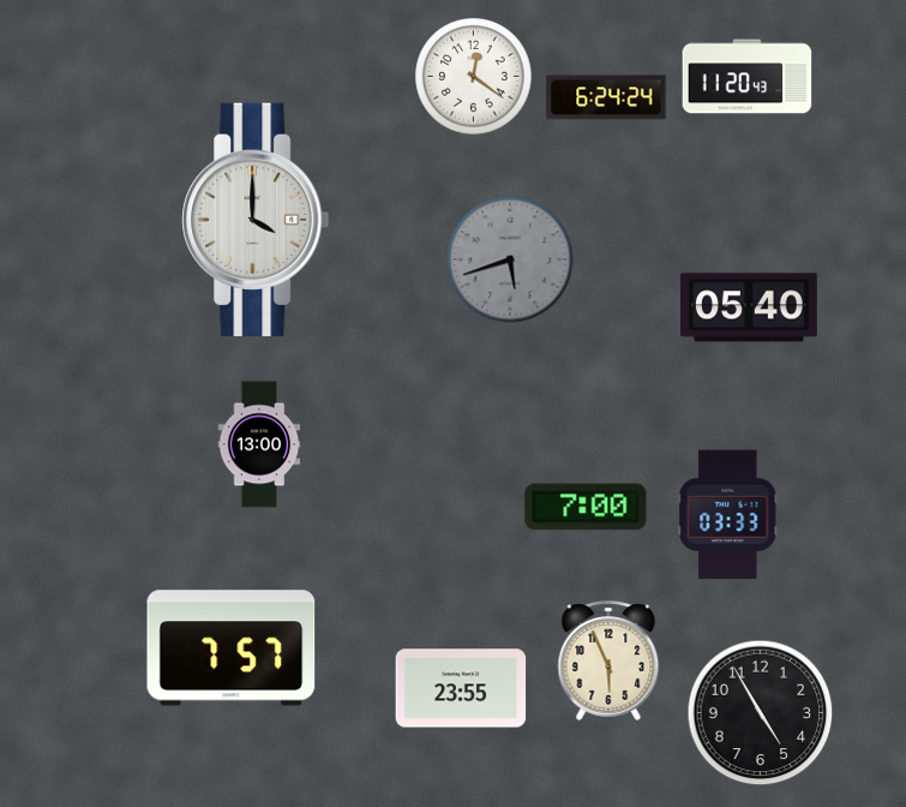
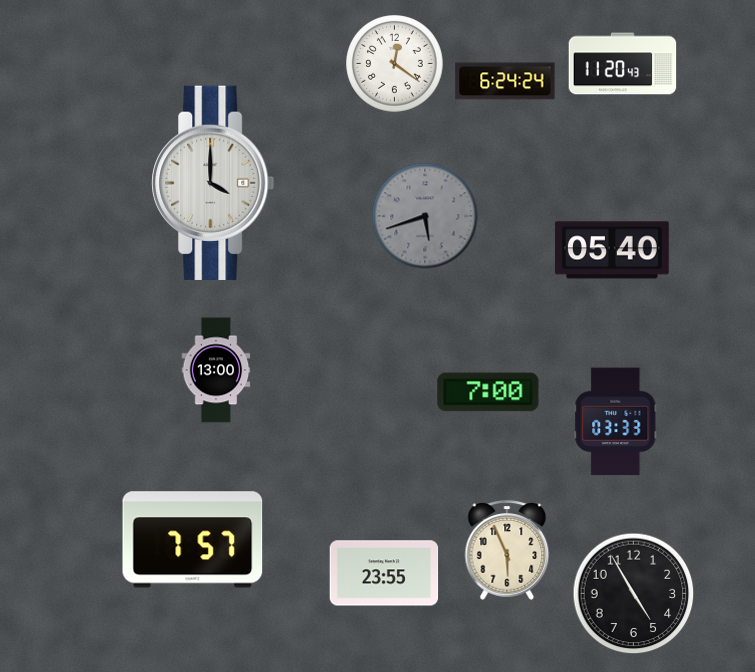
clock at (750, 307) position: (750, 307) -> (613, 250)
clock at (586, 507) position: (586, 507) -> (488, 392)
clock at (728, 515) position: (728, 515) -> (616, 422)
